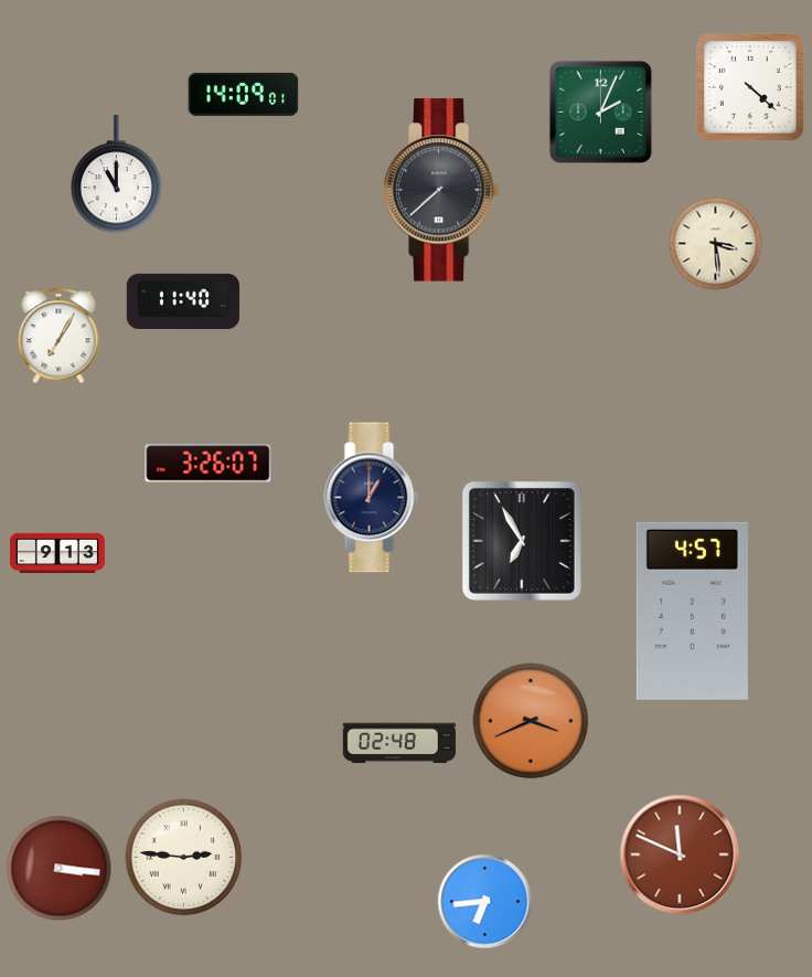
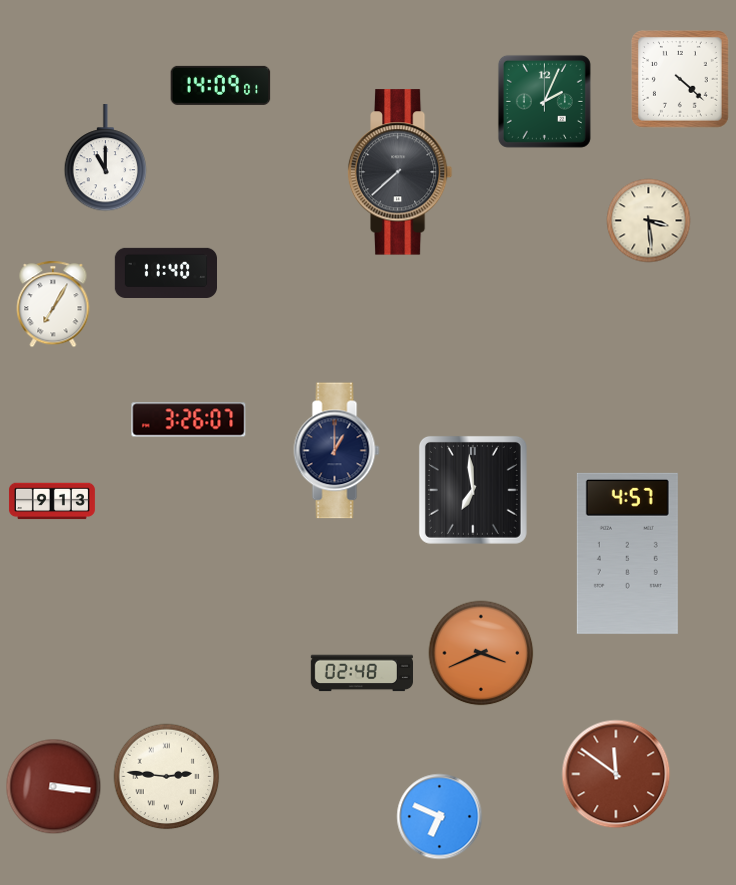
clock at (522, 541): 6:55 -> 6:59
clock at (680, 854): 11:49 -> 11:51
clock at (485, 902): 6:44 -> 6:49
